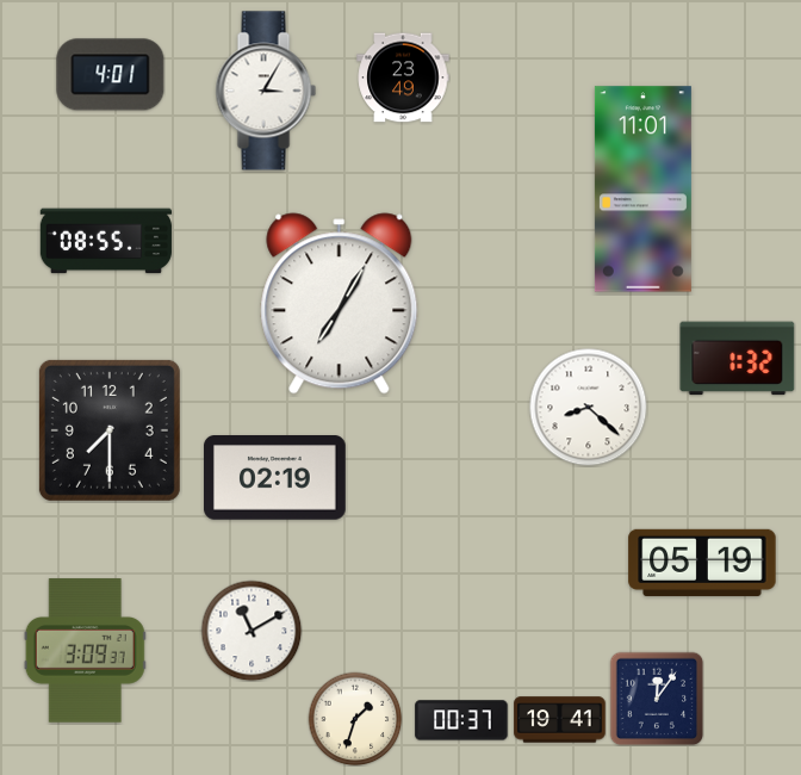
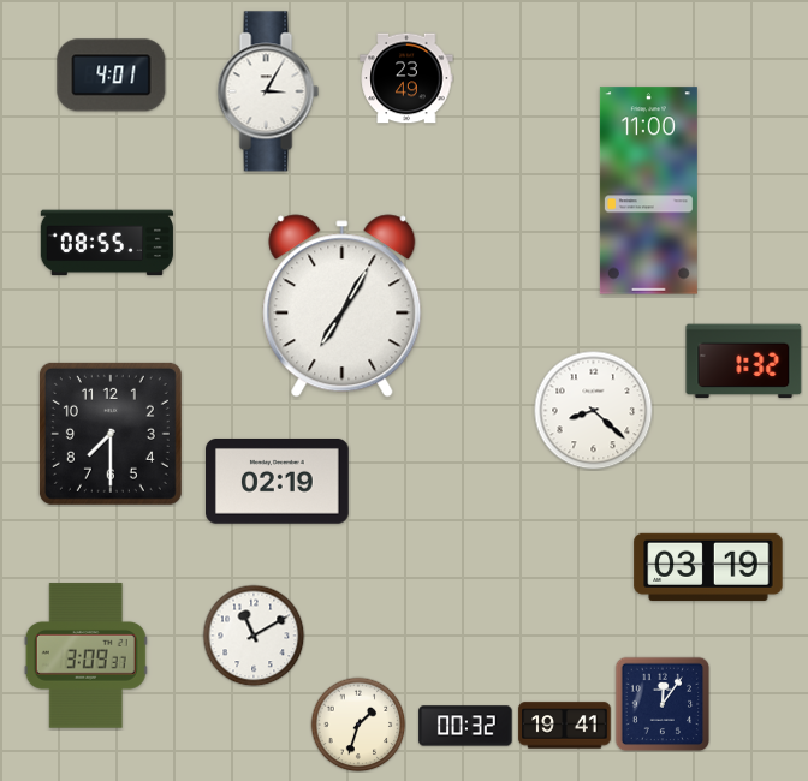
clock at (642, 190): 11:01 -> 11:00
clock at (702, 563): 05:19 -> 03:19
clock at (461, 720): 00:37 -> 00:32
